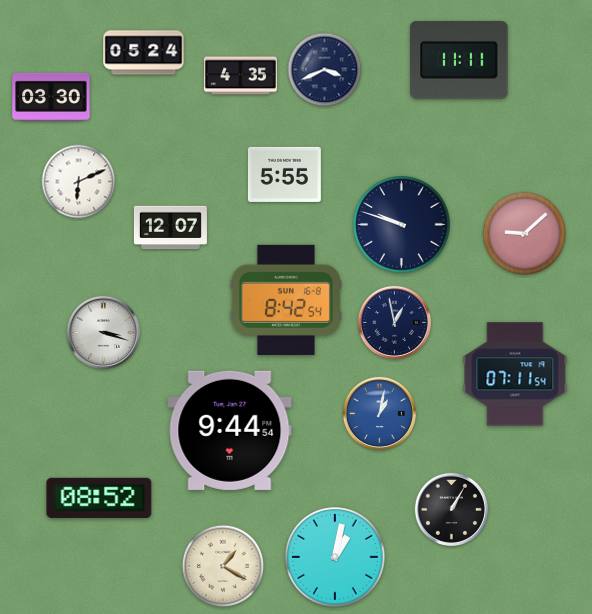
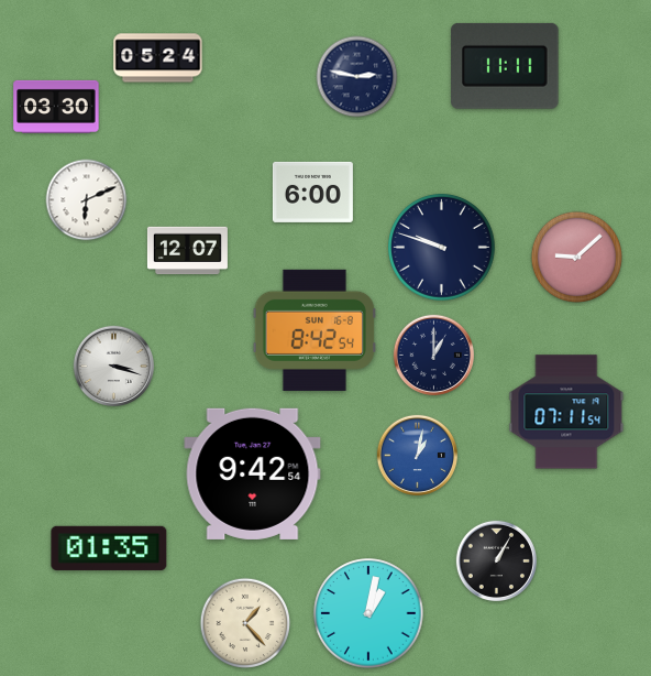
clock at (325, 70): 3:41 -> 2:47
clock at (240, 76): 4:35 -> none
clock at (284, 174): 5:55 -> 6:00
clock at (394, 322): 12:58 -> 1:00
clock at (230, 430): 9:44 -> 9:42
clock at (99, 498): 08:52 -> 01:35
clock at (223, 566): 1:20 -> 1:23
